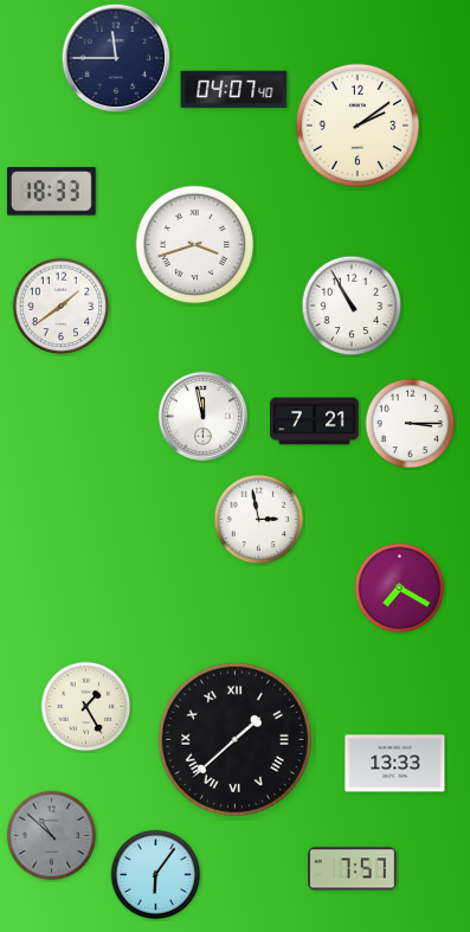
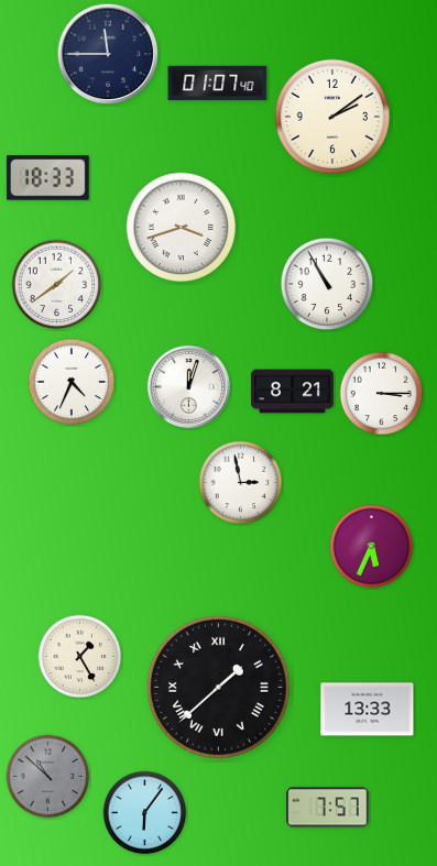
clock at (234, 90): 04:07 -> 01:07
clock at (72, 382): none -> 4:34
clock at (202, 416): 11:58 -> 12:03
clock at (315, 422): 7:21 -> 8:21
clock at (400, 589): 7:20 -> 5:34
